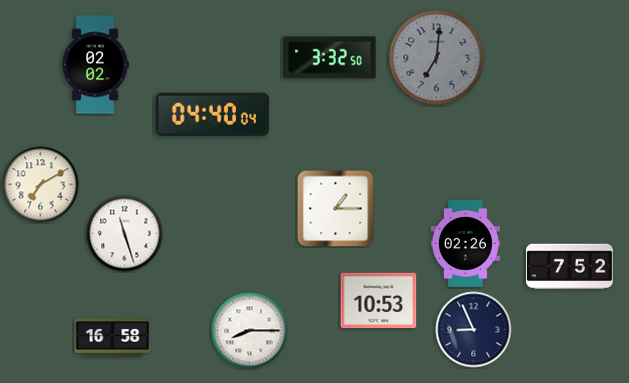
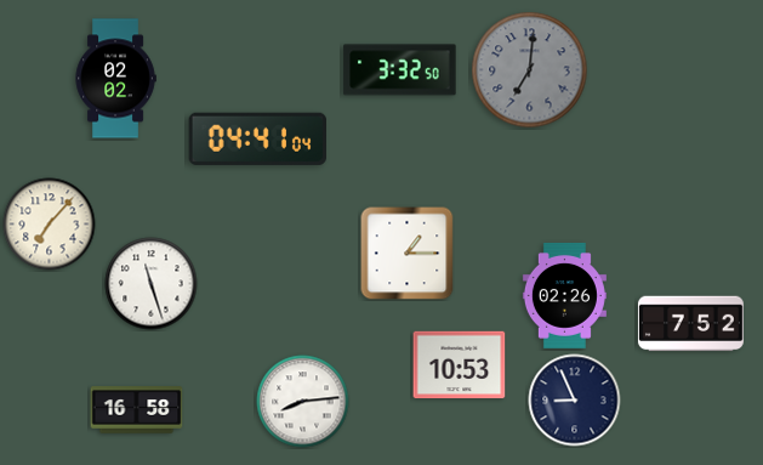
clock at (212, 114): 04:40 -> 04:41
clock at (41, 185): 7:10 -> 7:07
clock at (250, 331): 8:15 -> 8:14
